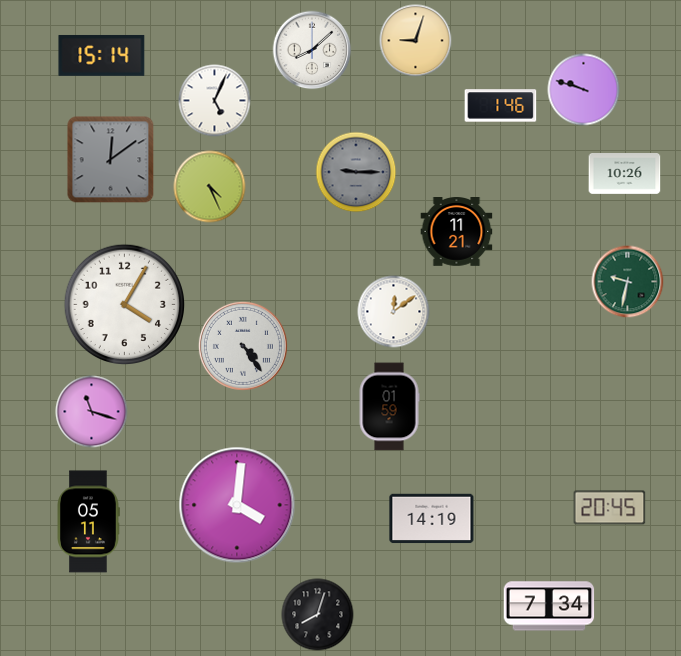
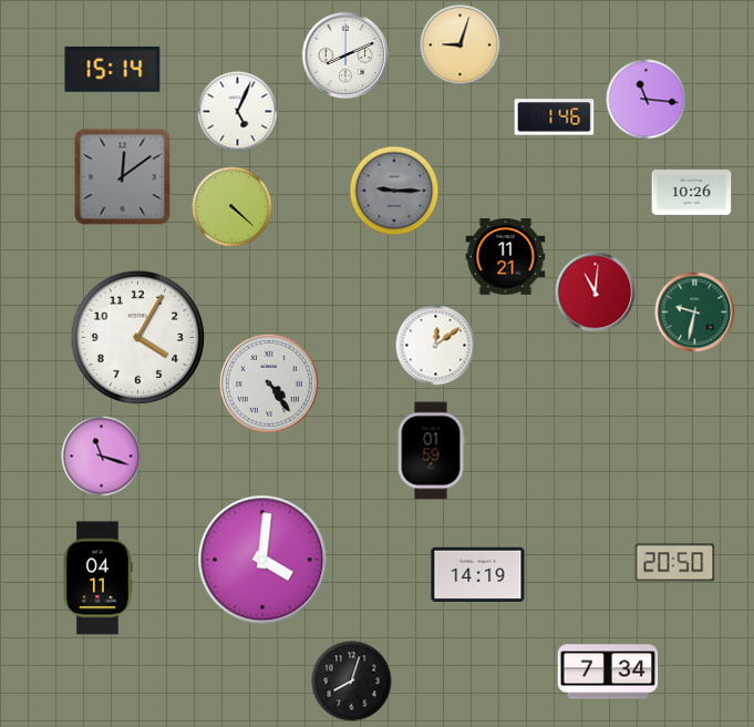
clock at (312, 50): 8:08 -> 8:11
clock at (102, 55) position: (102, 55) -> (113, 69)
clock at (584, 90): 9:48 -> 11:16
clock at (210, 187): 4:26 -> 4:22
clock at (596, 293): none -> 11:01
clock at (610, 508): 20:45 -> 20:50
clock at (88, 522): 05:11 -> 04:11
